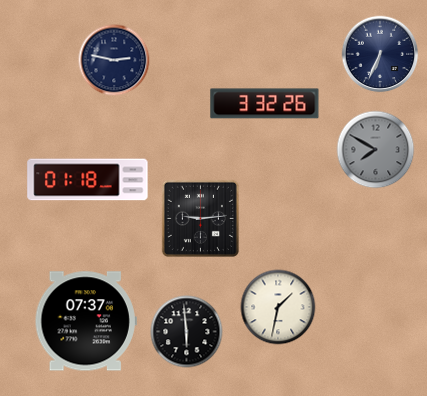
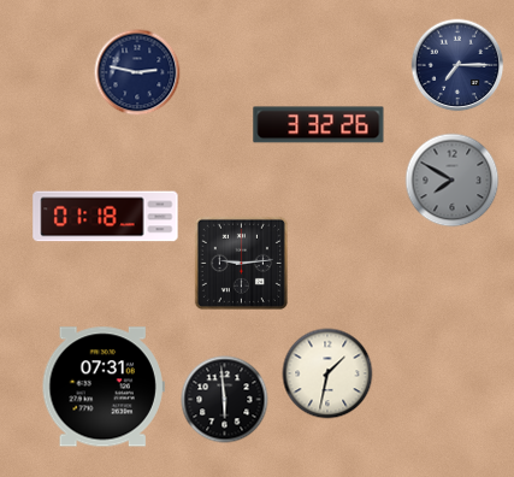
clock at (380, 54): 6:34 -> 7:15
clock at (278, 307) position: (278, 307) -> (327, 373)
clock at (86, 321): 07:37 -> 07:31
